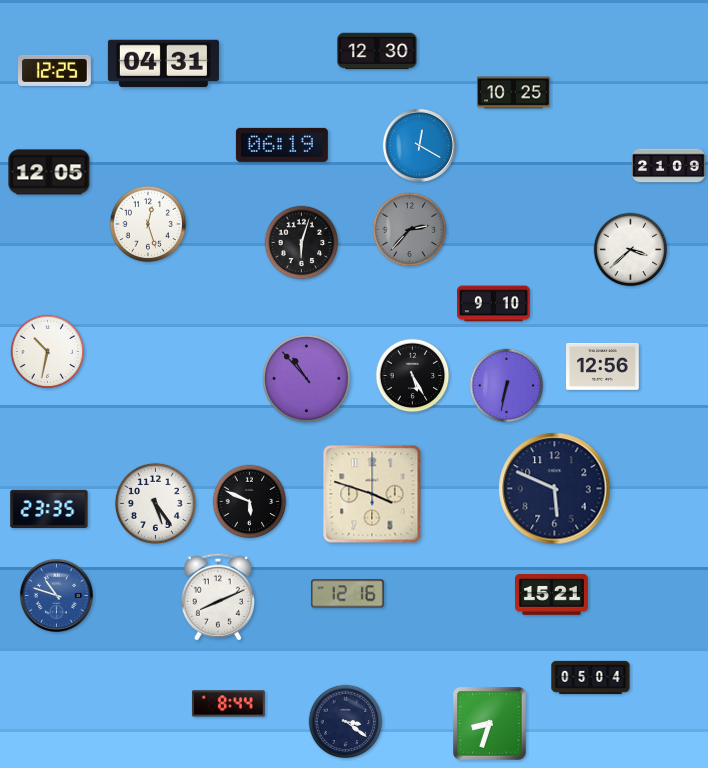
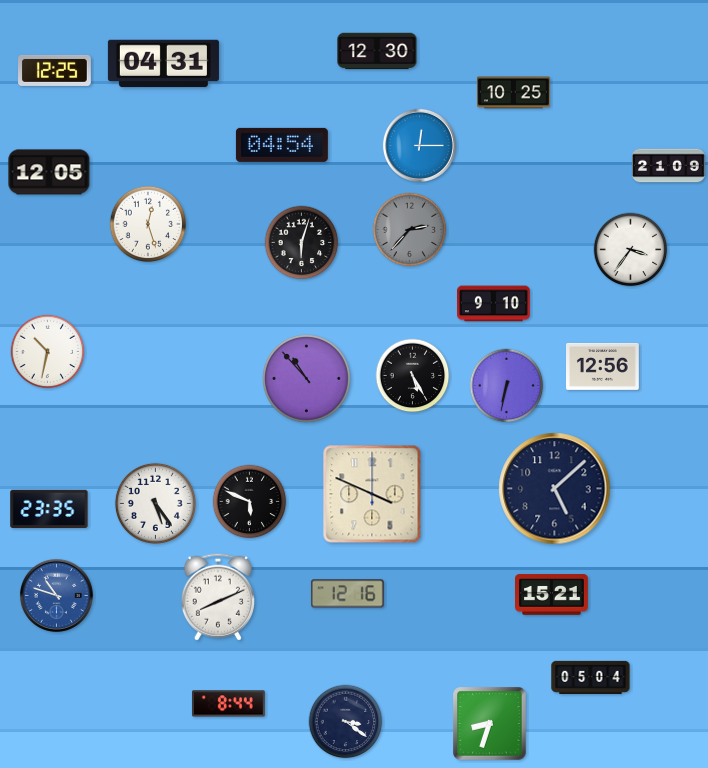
clock at (282, 145): 06:19 -> 04:54
clock at (419, 145): 12:20 -> 12:15
clock at (631, 250): 3:38 -> 3:36
clock at (555, 489): 5:49 -> 5:08
clock at (372, 494): 3:48 -> 3:49
